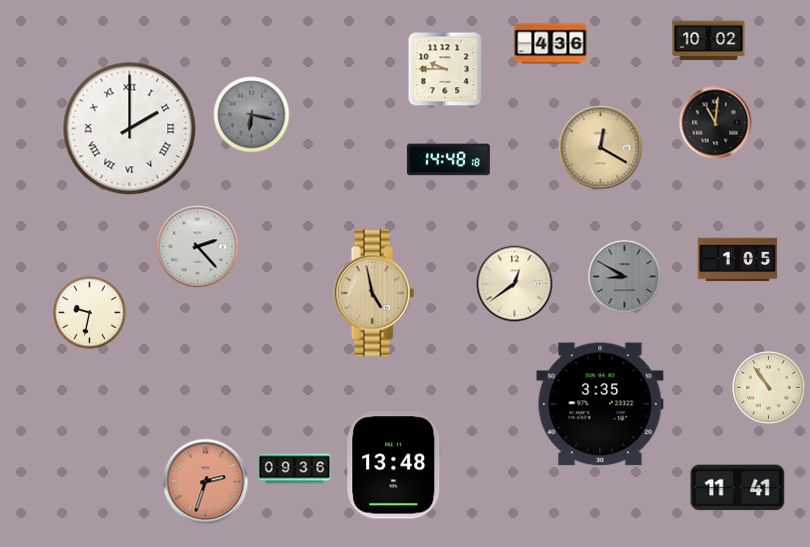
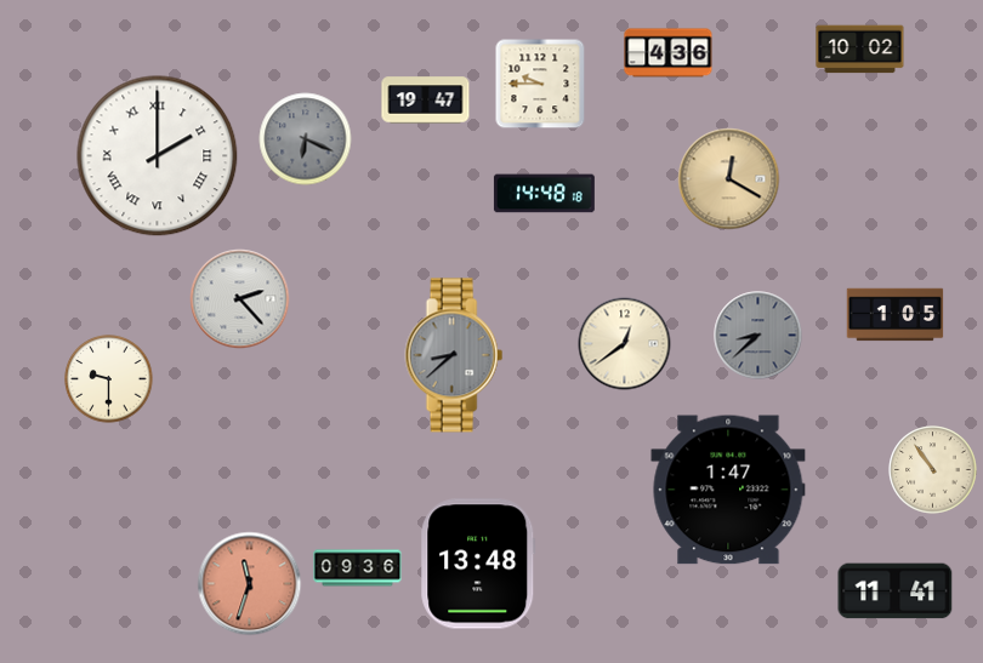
clock at (426, 101): none -> 19:47
clock at (252, 115): 6:17 -> 6:19
clock at (716, 123): 11:01 -> none
clock at (625, 277): 8:50 -> 8:38
clock at (374, 293): 4:58 -> 8:38
clock at (374, 293) dial: champagne -> grey
clock at (90, 313): 9:32 -> 9:30
clock at (600, 404): 3:35 -> 1:47
clock at (206, 482): 2:33 -> 11:33
